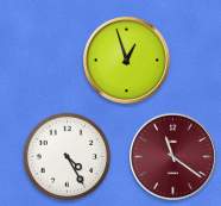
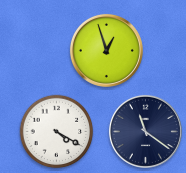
clock at (172, 156) dial: burgundy -> navy
clock at (68, 157): 4:25 -> 4:20
